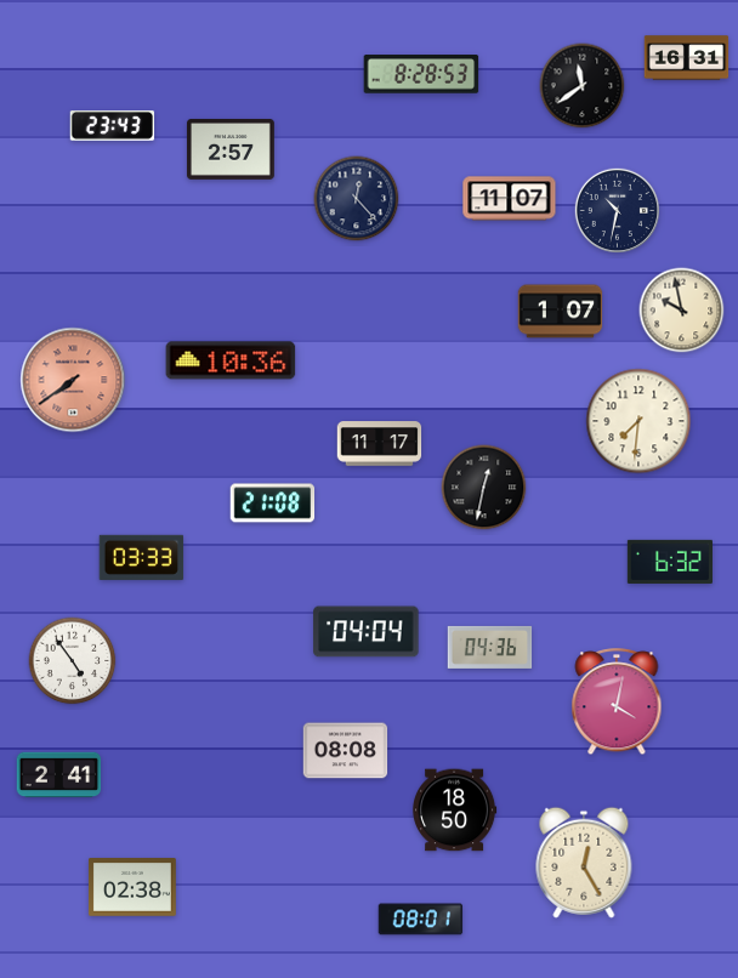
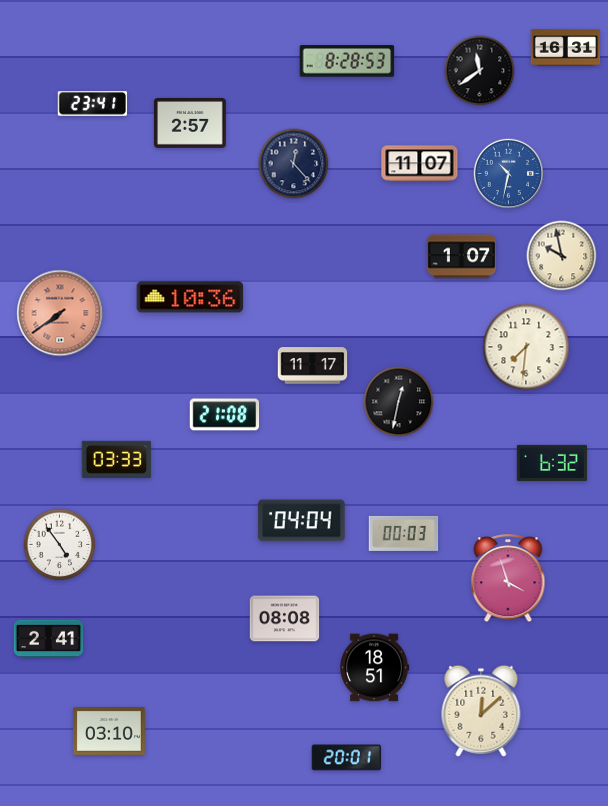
clock at (113, 126): 23:43 -> 23:41
clock at (617, 210) dial: navy -> blue
clock at (490, 647): 04:36 -> 00:03
clock at (617, 703): 4:02 -> 3:57
clock at (455, 811): 18:50 -> 18:51
clock at (584, 863): 12:25 -> 12:08
clock at (132, 888): 02:38 -> 03:10
clock at (421, 920): 08:01 -> 20:01
